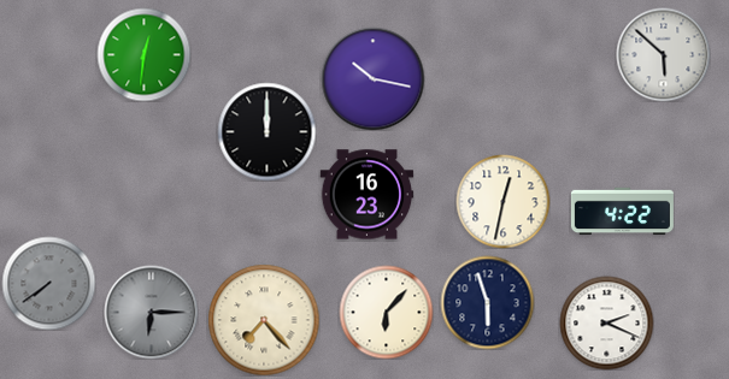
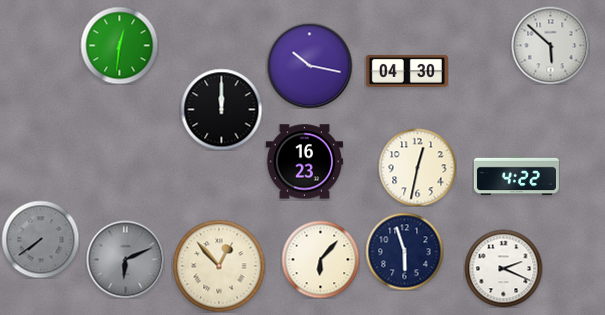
clock at (407, 71): none -> 04:30
clock at (48, 283) position: (48, 283) -> (40, 239)
clock at (151, 312): 6:15 -> 6:11
clock at (264, 320): 7:23 -> 12:53
